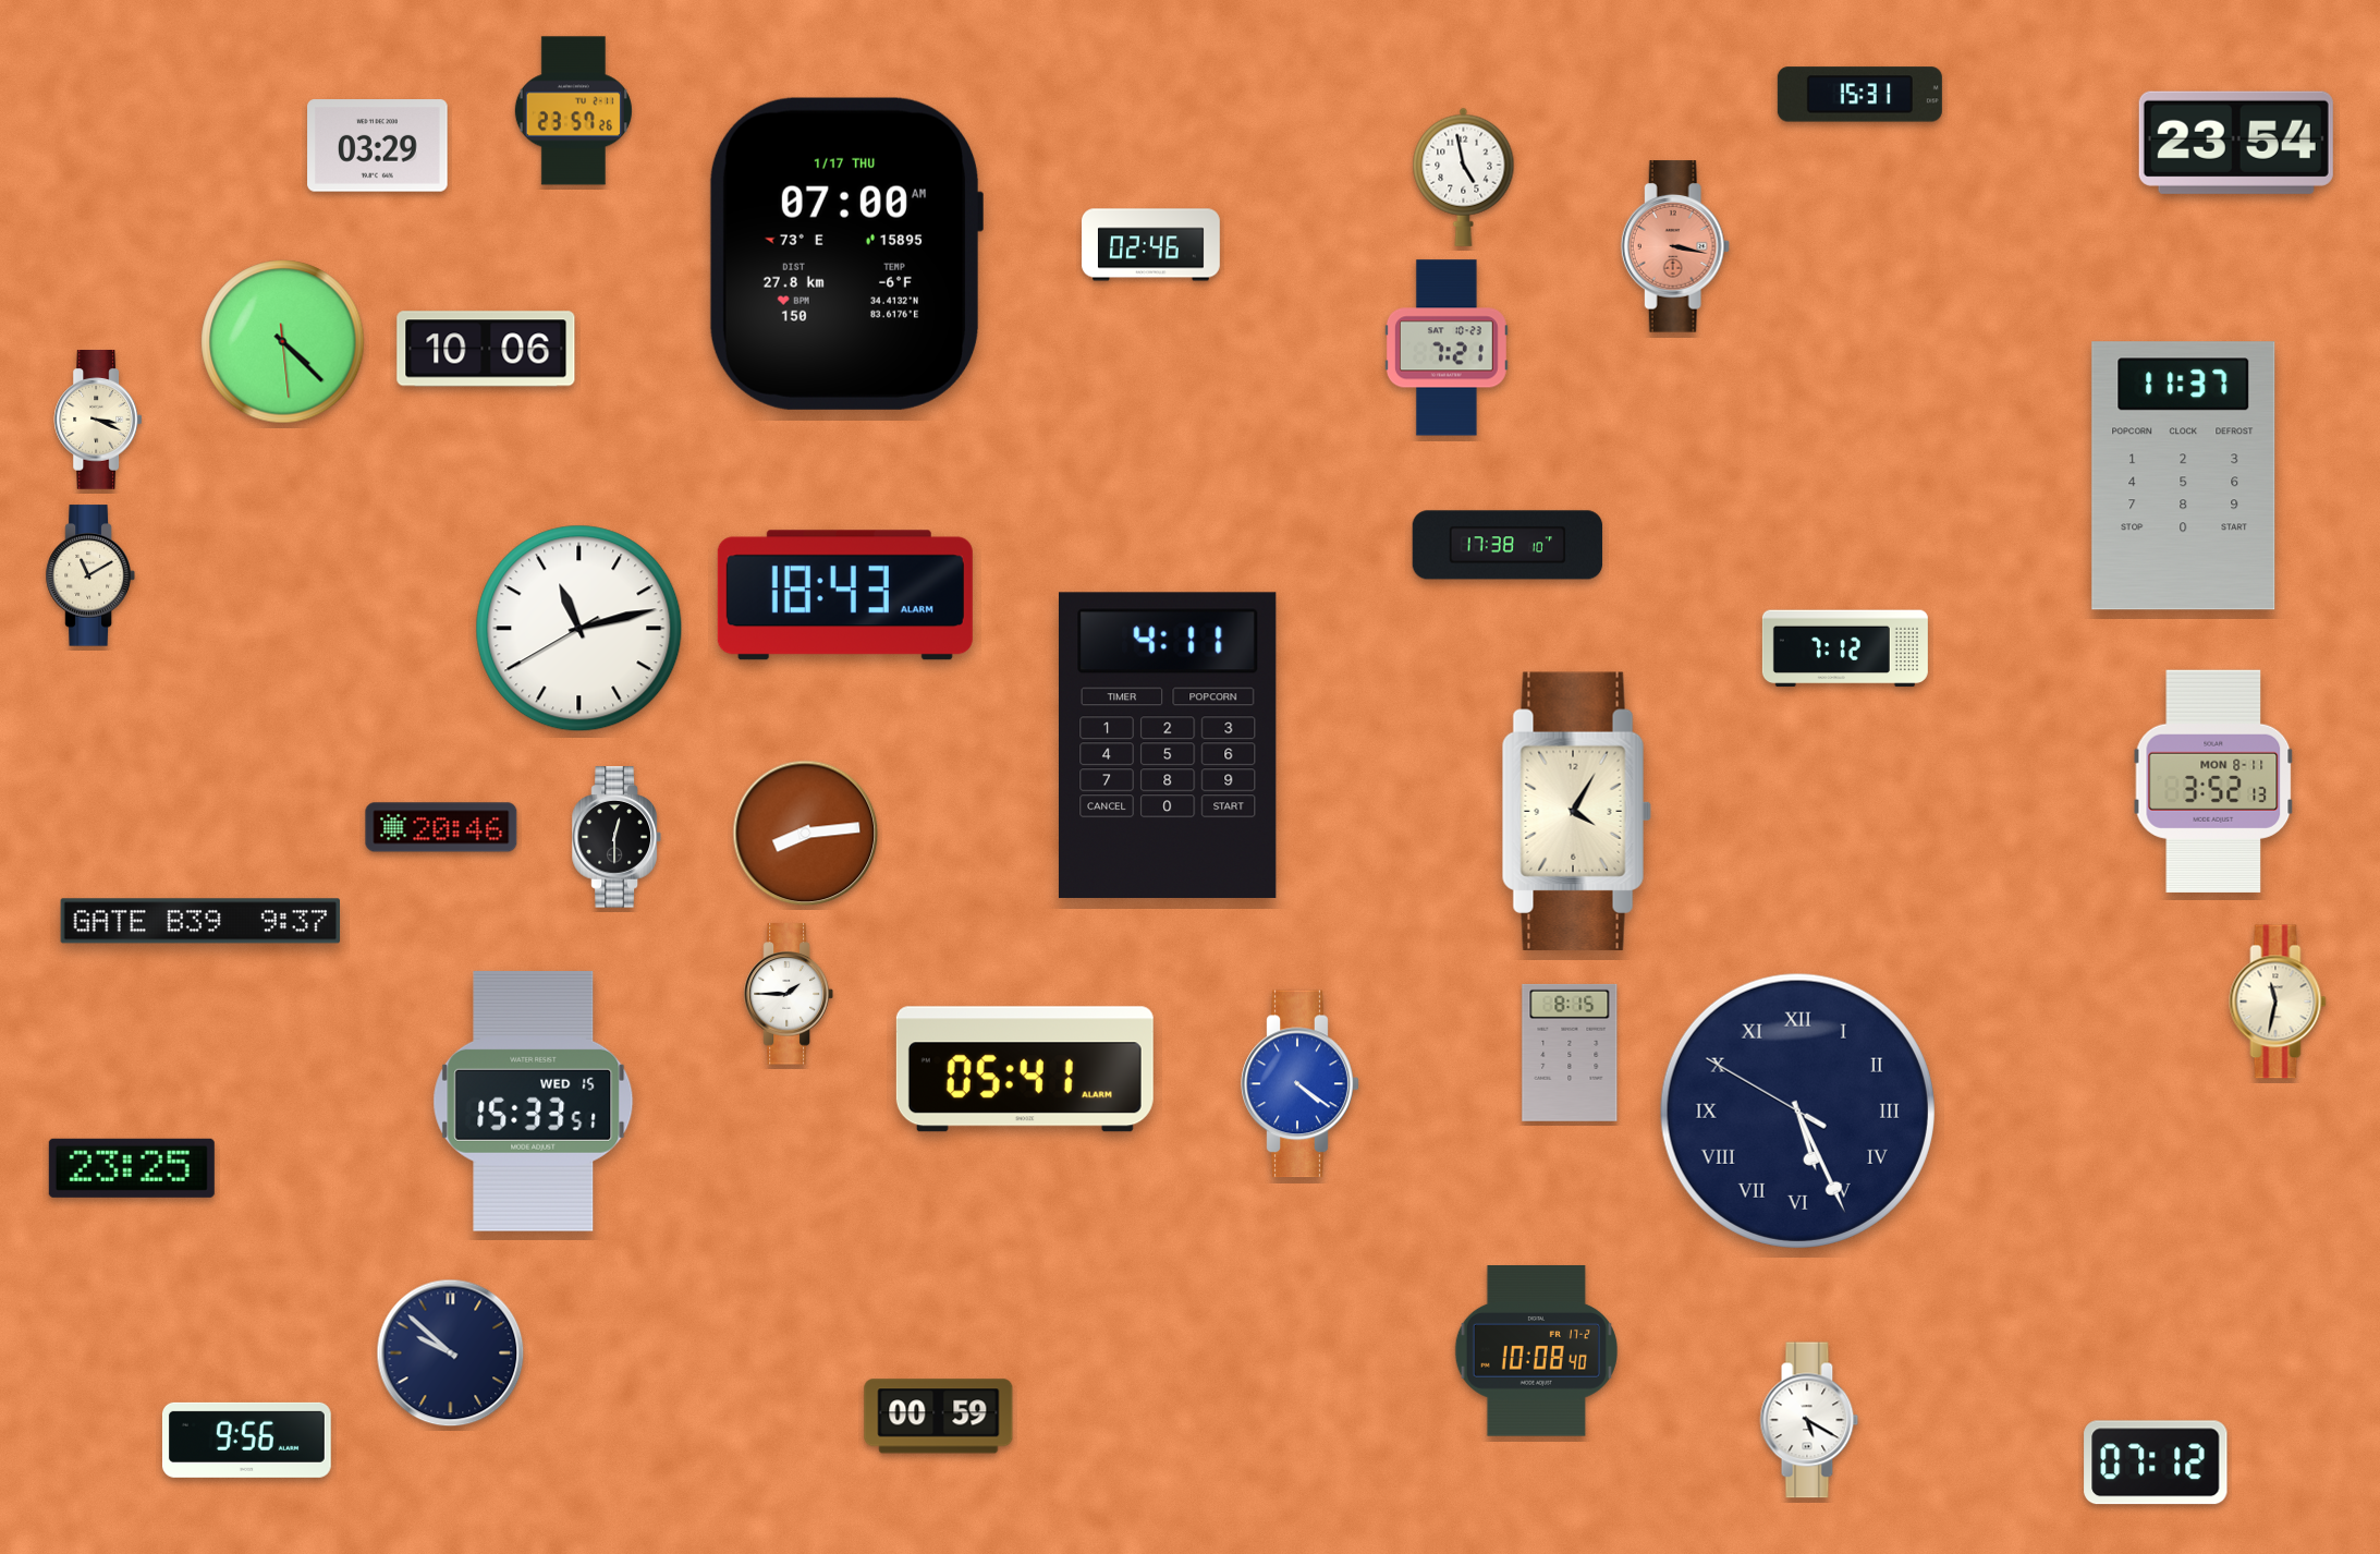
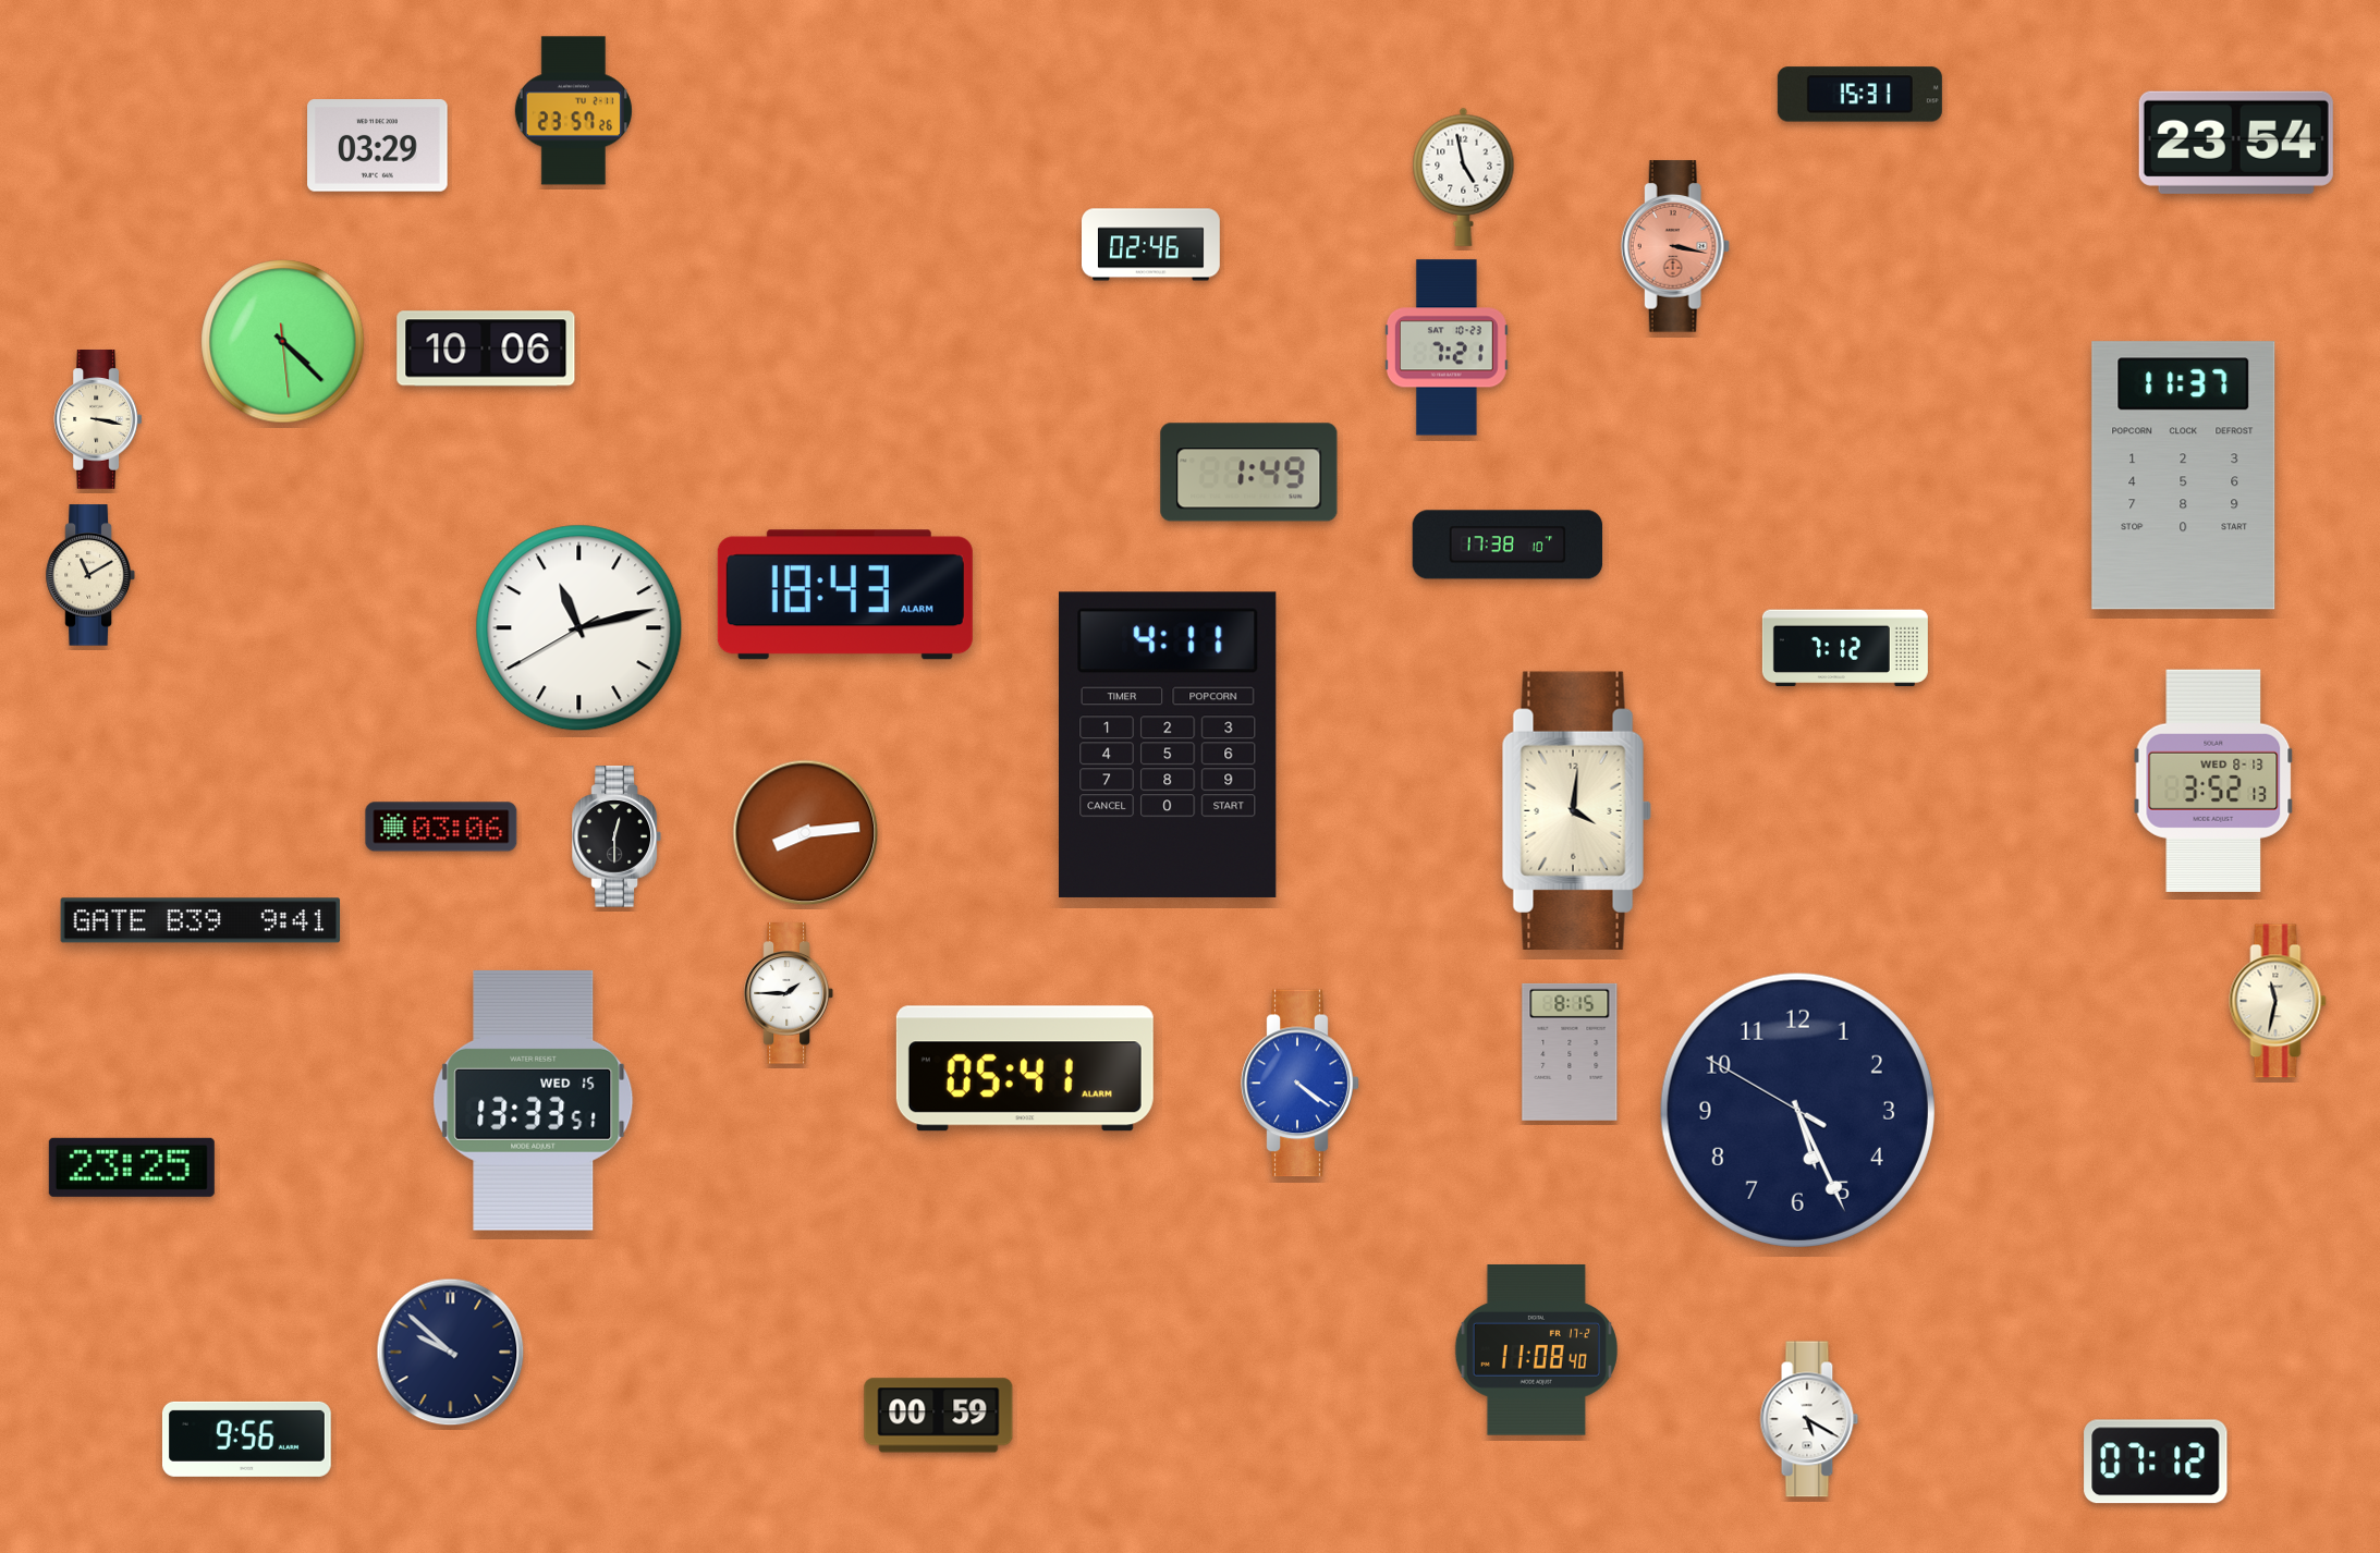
clock at (845, 254): 07:00 -> none
clock at (98, 420): 3:19 -> 3:17
clock at (1249, 473): none -> 1:49
clock at (2213, 781) date: MON 8-11 -> WED 8-13
clock at (1576, 811): 4:05 -> 4:01
clock at (441, 827): 20:46 -> 03:06
clock at (199, 921): 9:37 -> 9:41
clock at (534, 1101): 15:33 -> 13:33
clock at (1797, 1110) numerals: Roman -> Arabic
clock at (1536, 1351): 10:08 -> 11:08
